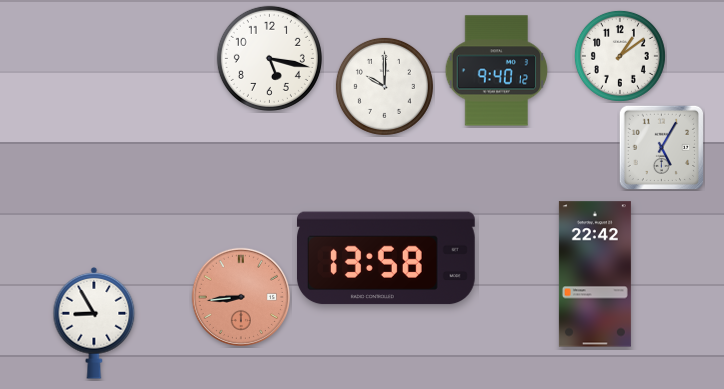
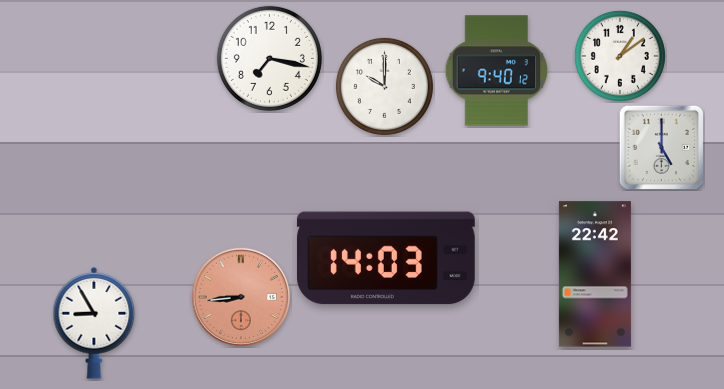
clock at (269, 58): 5:17 -> 7:17
clock at (661, 147): 5:05 -> 5:00
clock at (386, 258): 13:58 -> 14:03
